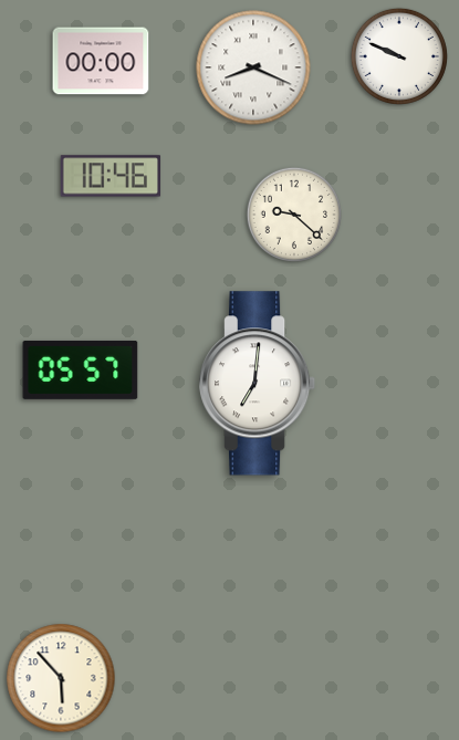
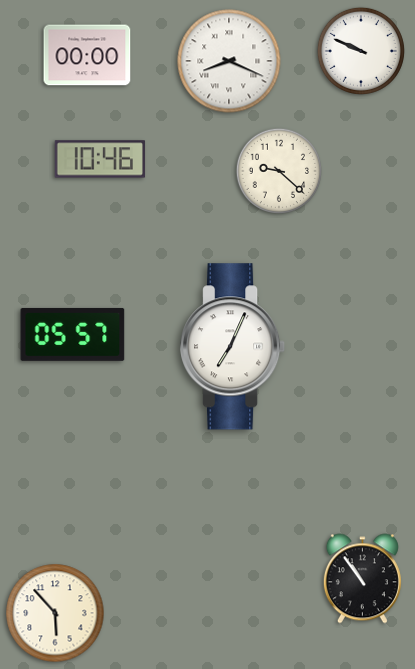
clock at (101, 61) position: (101, 61) -> (87, 55)
clock at (293, 213) position: (293, 213) -> (278, 170)
clock at (259, 384): 7:01 -> 7:04
clock at (362, 579): none -> 10:54
